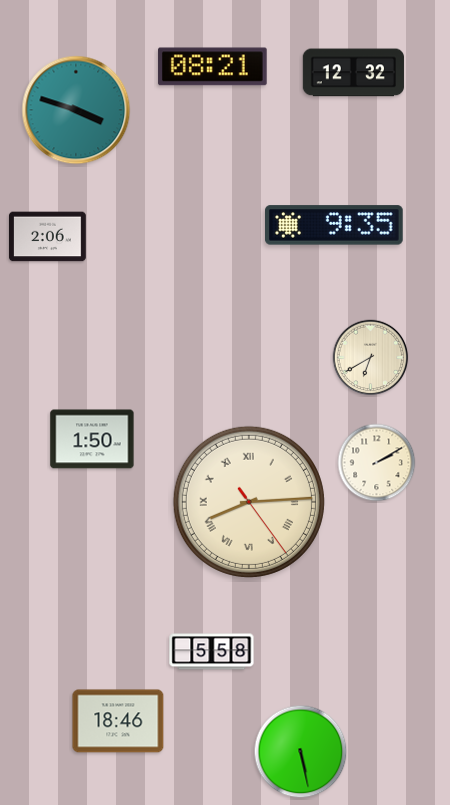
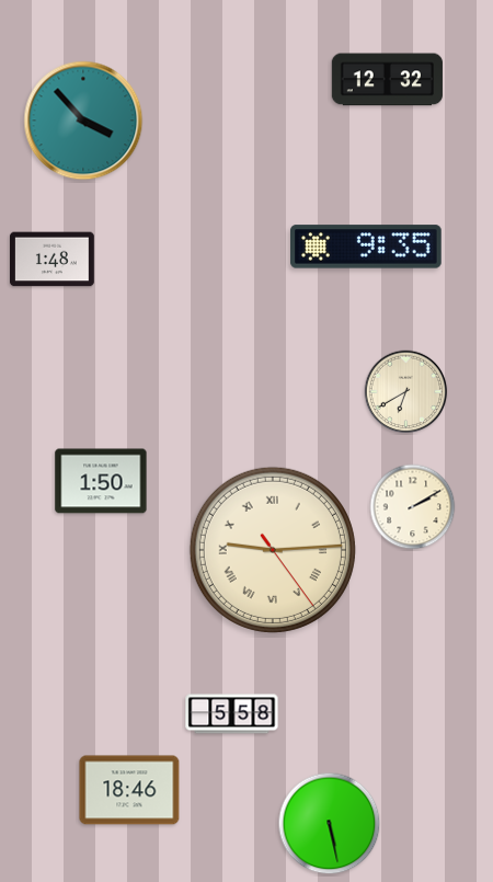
clock at (213, 67): 08:21 -> none
clock at (76, 110): 3:48 -> 3:53
clock at (48, 237): 2:06 -> 1:48
clock at (249, 502): 8:14 -> 9:14
